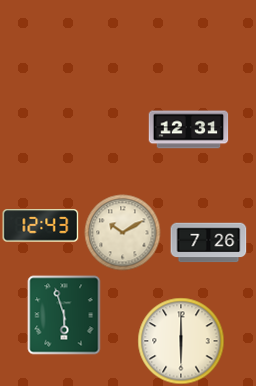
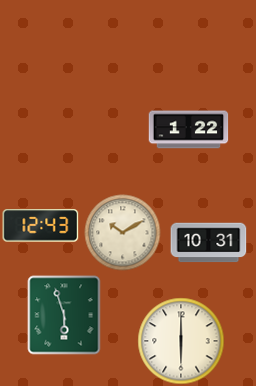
clock at (189, 130): 12:31 -> 1:22
clock at (209, 243): 7:26 -> 10:31
